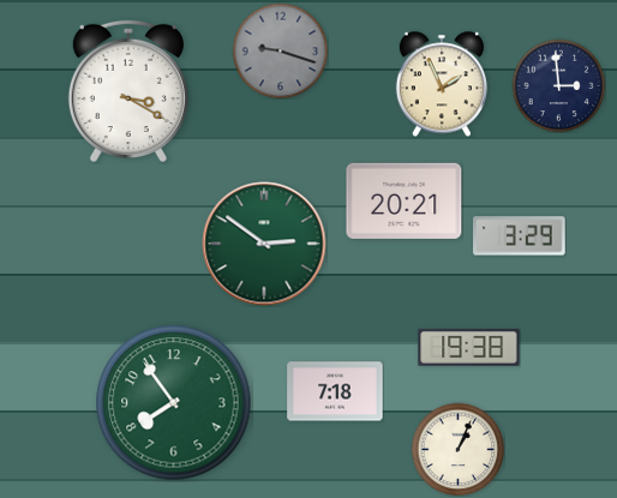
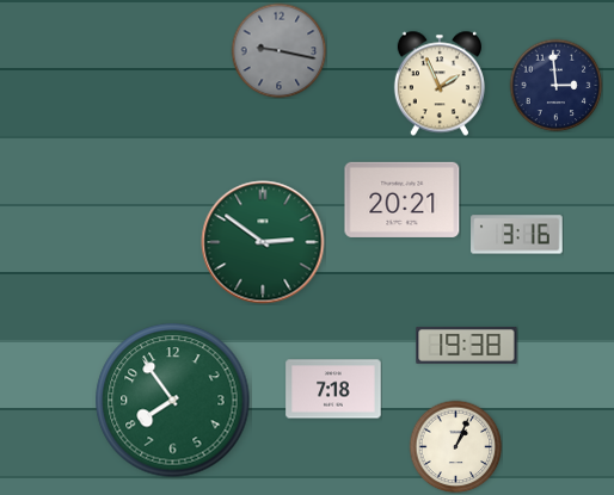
clock at (280, 50): 9:18 -> 9:17
clock at (128, 90): 3:20 -> none
clock at (520, 236): 3:29 -> 3:16
